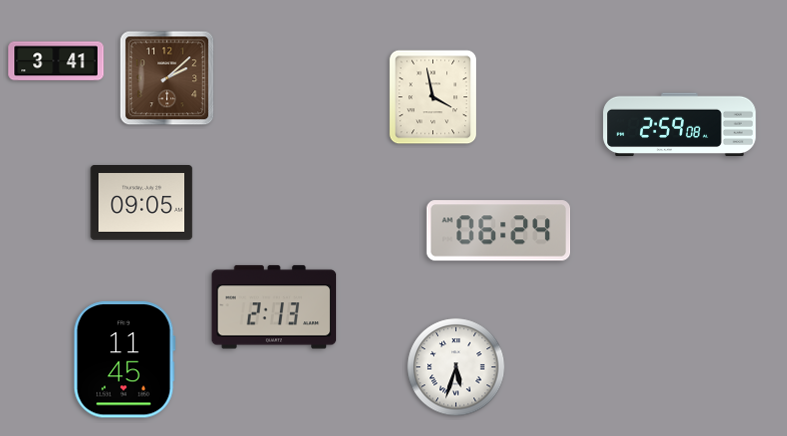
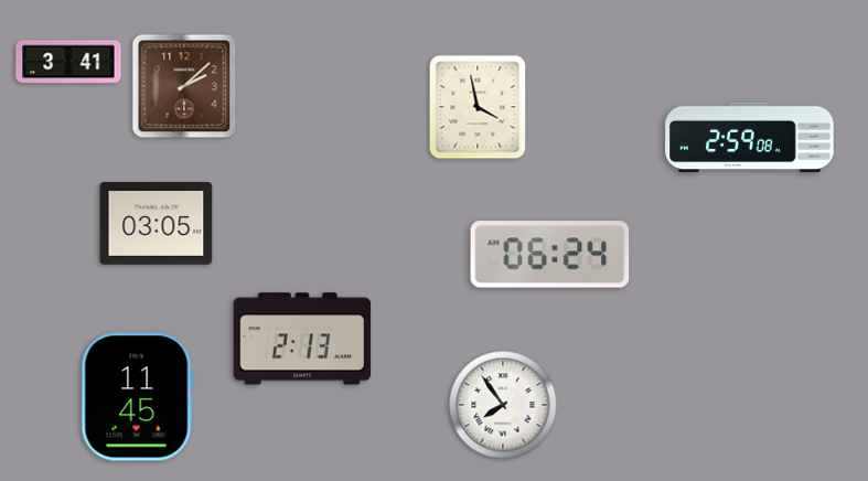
clock at (56, 61) position: (56, 61) -> (68, 62)
clock at (142, 203): 09:05 -> 03:05
clock at (456, 367): 5:33 -> 7:54
